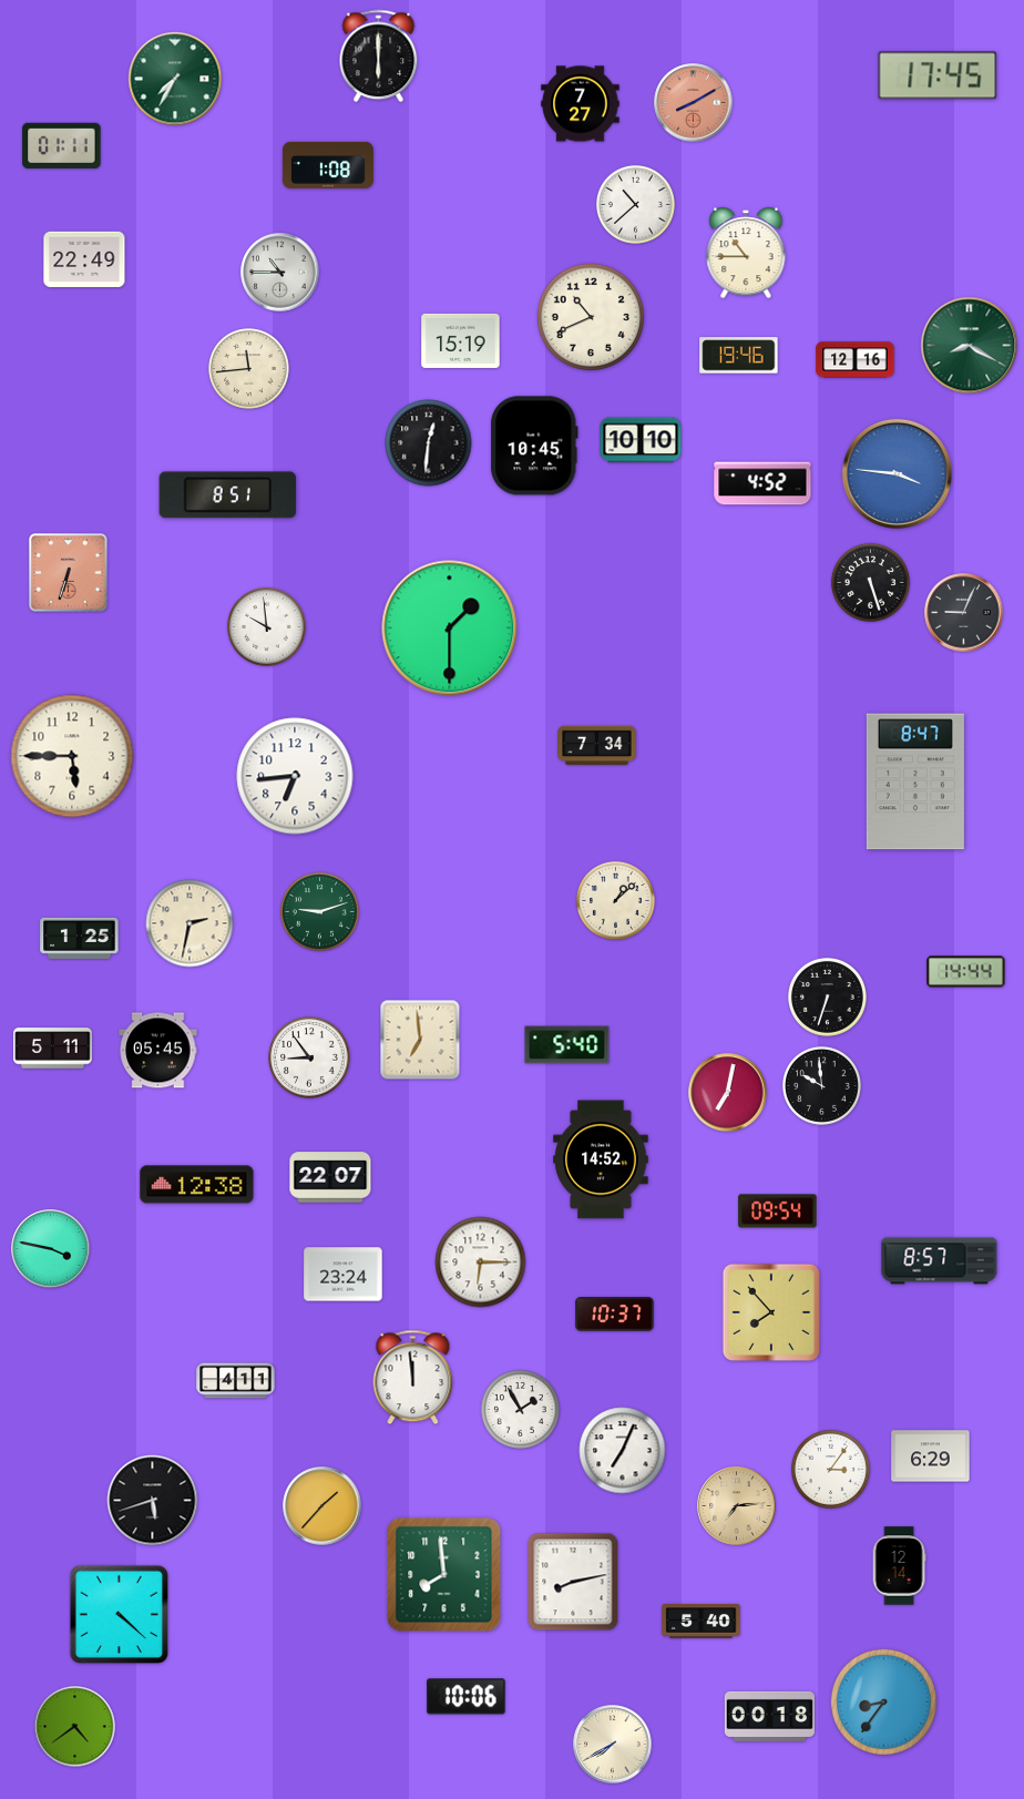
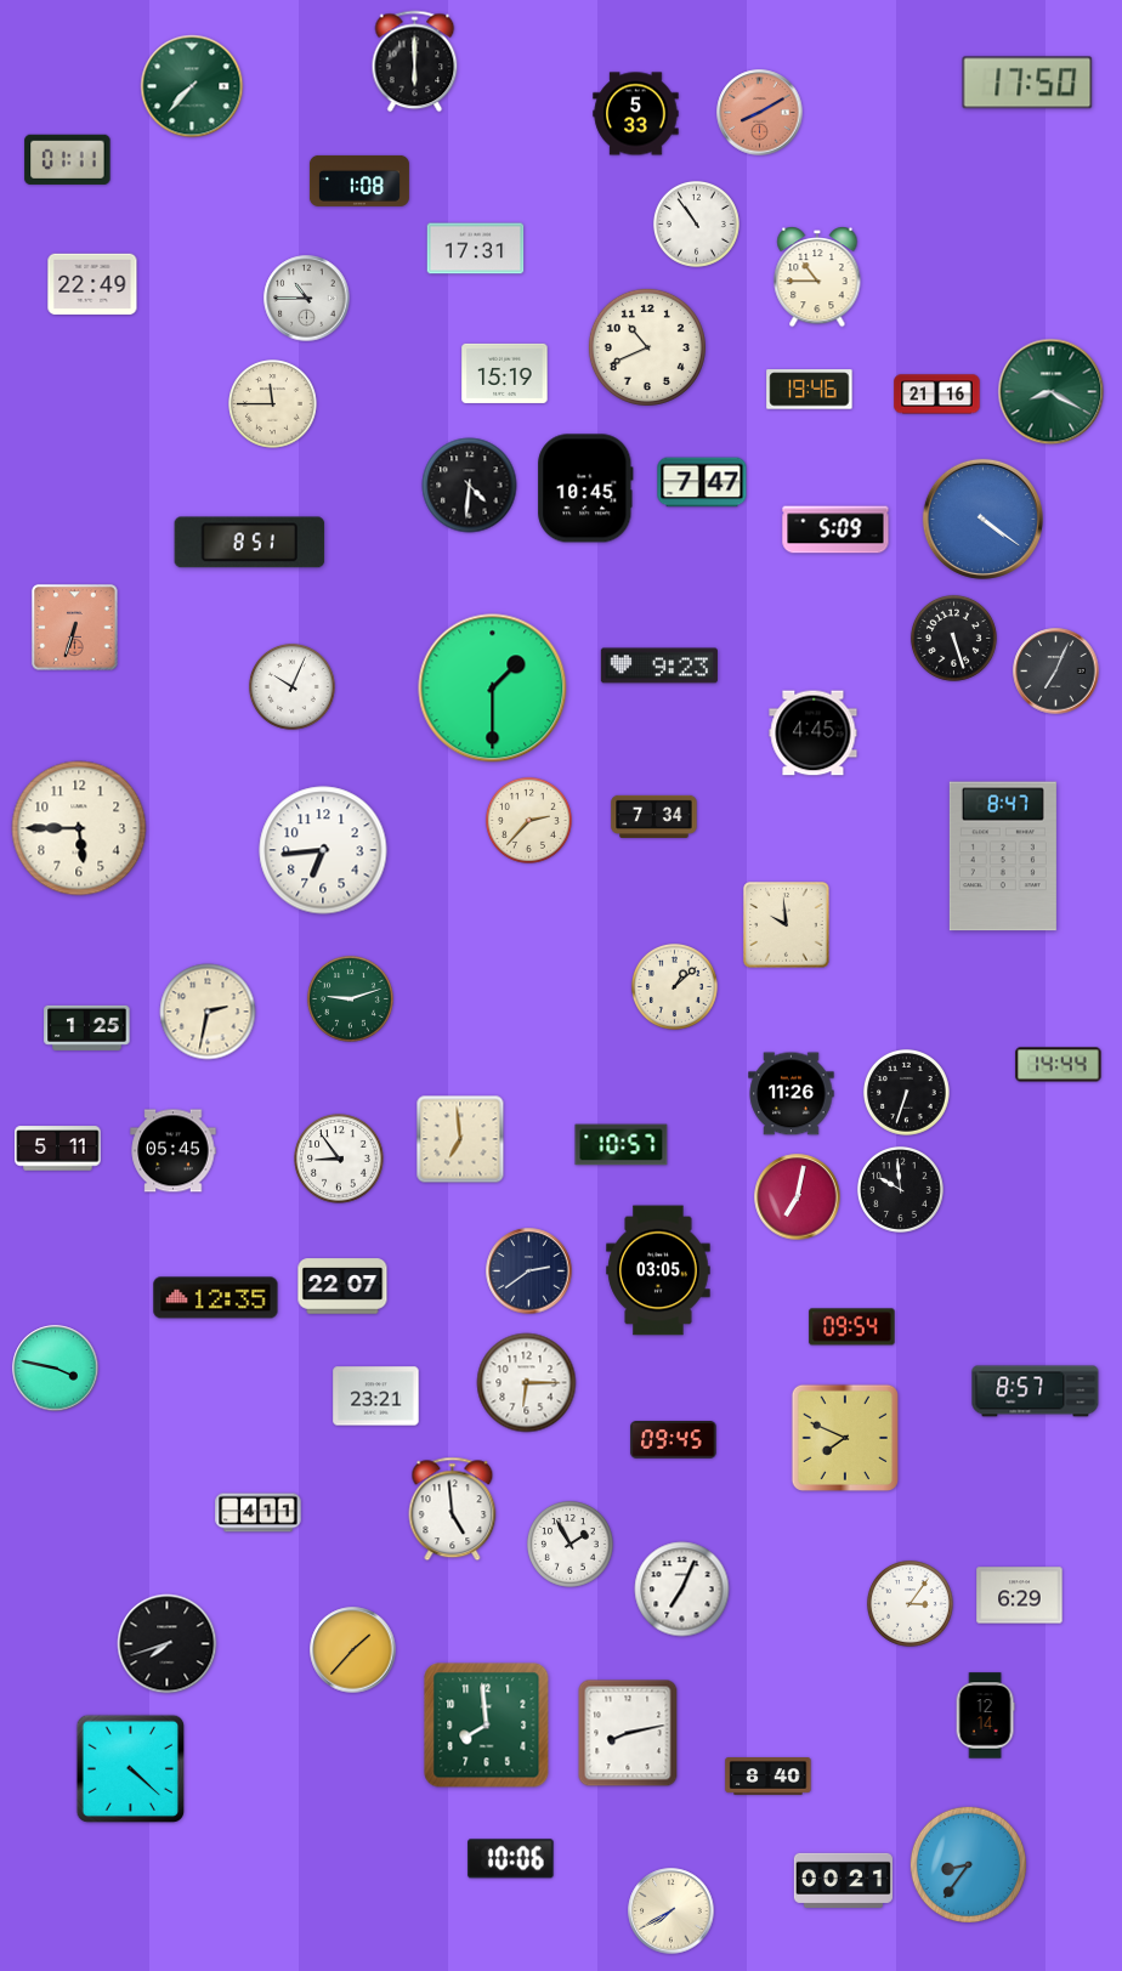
clock at (938, 75): 17:45 -> 17:50
clock at (175, 79): 7:35 -> 7:37
clock at (581, 104): 7:27 -> 5:33
clock at (635, 204): 10:38 -> 10:54
clock at (476, 249): none -> 17:31
clock at (970, 346) position: (970, 346) -> (1052, 392)
clock at (856, 360): 12:16 -> 21:16
clock at (249, 369): 11:44 -> 11:45
clock at (641, 440): 10:10 -> 7:47
clock at (429, 443): 12:31 -> 4:31
clock at (897, 473): 3:46 -> 4:21
clock at (762, 483): 4:52 -> 5:09
clock at (659, 666): none -> 9:23
clock at (964, 613): 9:04 -> 7:04
clock at (266, 626): 9:59 -> 10:04
clock at (814, 734): none -> 4:45
clock at (528, 820): none -> 2:37
clock at (787, 925): none -> 9:59
clock at (792, 1094): none -> 11:26
clock at (567, 1045): 5:40 -> 10:57
clock at (601, 1159): 14:52 -> 03:05
clock at (529, 1271): none -> 2:39
clock at (330, 1177) position: (330, 1177) -> (342, 1286)
clock at (197, 1185): 12:38 -> 12:35
clock at (940, 1261) position: (940, 1261) -> (1036, 1392)
clock at (344, 1275): 23:24 -> 23:21
clock at (771, 1312): 7:53 -> 7:49
clock at (615, 1315): 10:37 -> 09:45
clock at (413, 1378): 11:59 -> 4:59
clock at (830, 1469) position: (830, 1469) -> (909, 1603)
clock at (153, 1501): 5:42 -> 7:42
clock at (737, 1506): 7:14 -> none
clock at (702, 1622): 5:40 -> 8:40
clock at (769, 1716): 00:18 -> 00:21
clock at (75, 1727): 4:39 -> none
